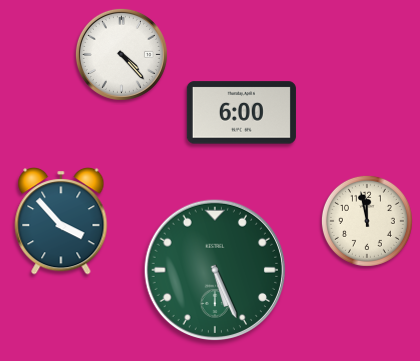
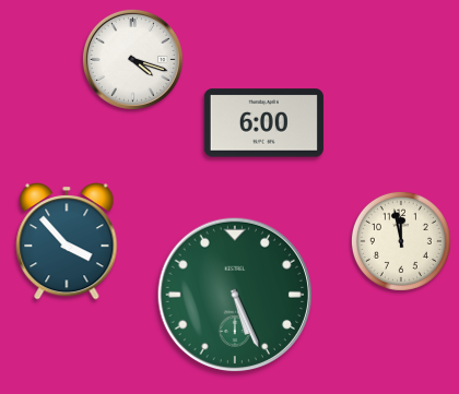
clock at (121, 54): 4:23 -> 4:18
